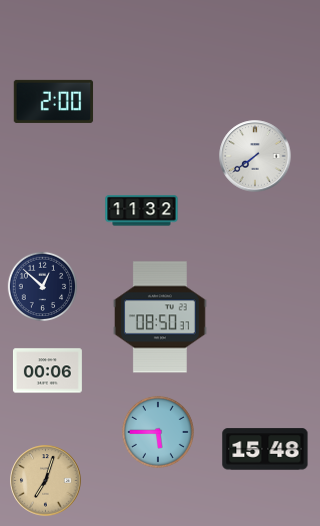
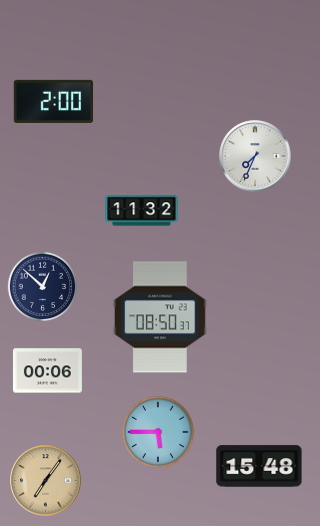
clock at (255, 156): 7:39 -> 7:34
clock at (265, 449) position: (265, 449) -> (259, 466)
clock at (46, 481): 7:03 -> 7:06
